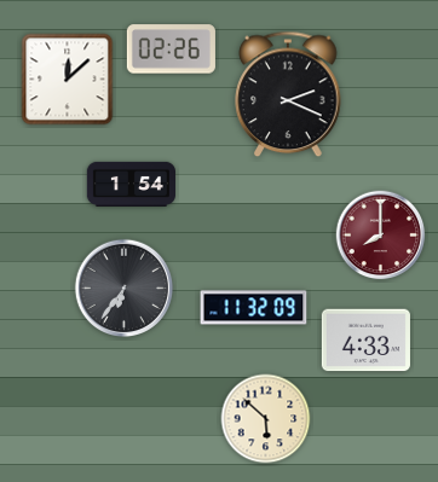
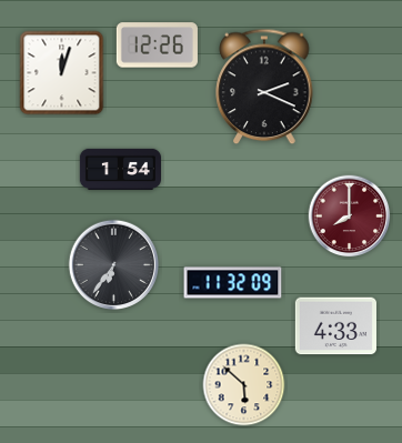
clock at (171, 50): 02:26 -> 12:26
clock at (68, 80): 12:08 -> 12:03
clock at (365, 341) position: (365, 341) -> (335, 326)
